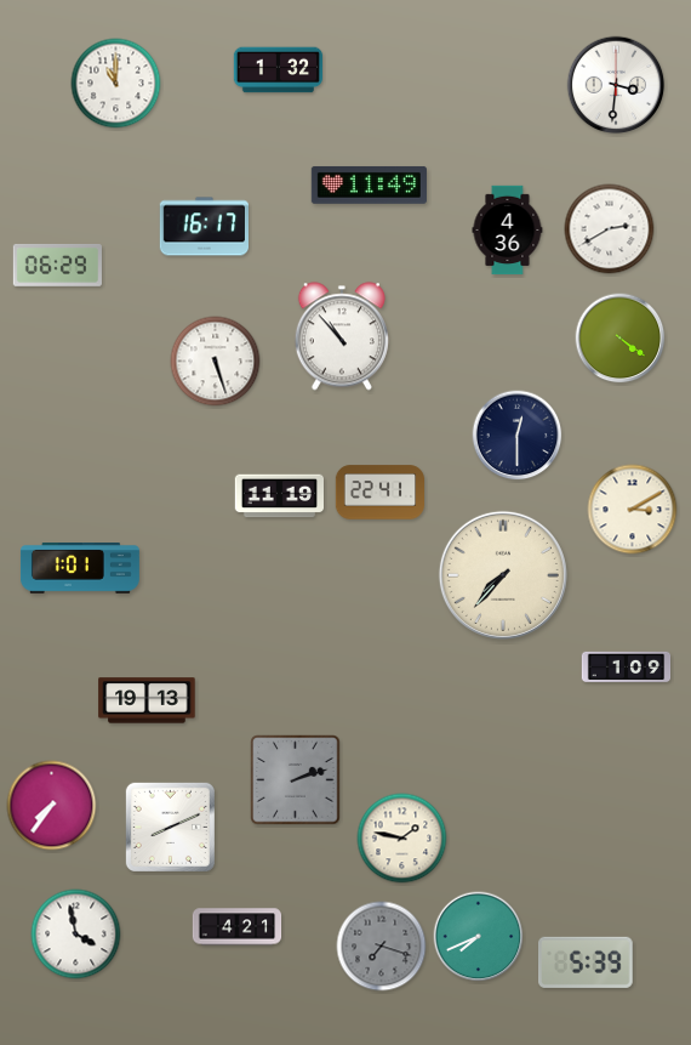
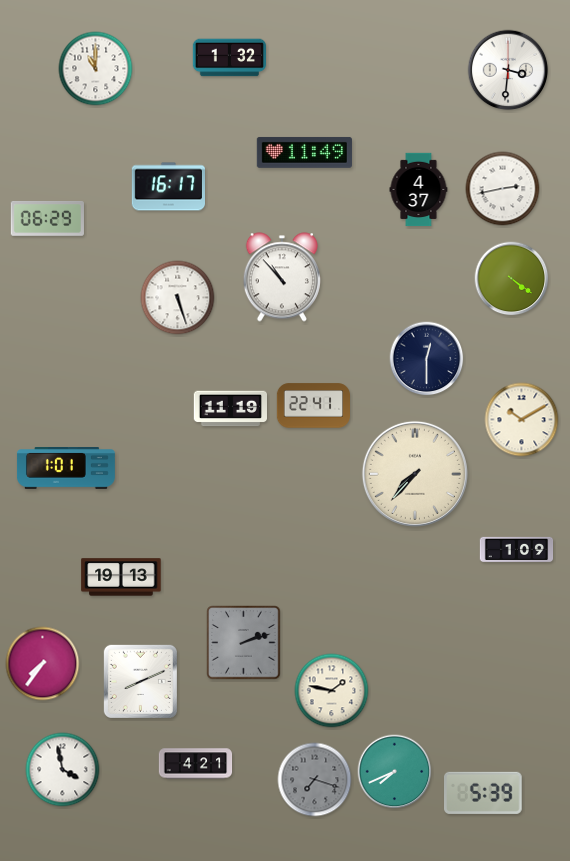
clock at (610, 229): 2:40 -> 2:43
clock at (508, 231): 4:36 -> 4:37
clock at (633, 510): 3:10 -> 10:10
